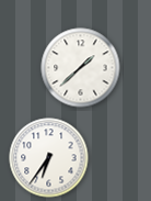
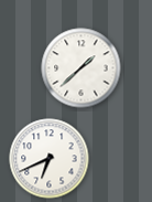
clock at (49, 158): 6:36 -> 6:41
